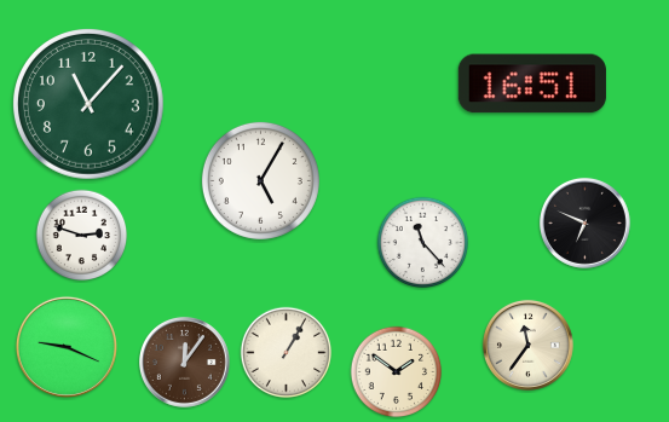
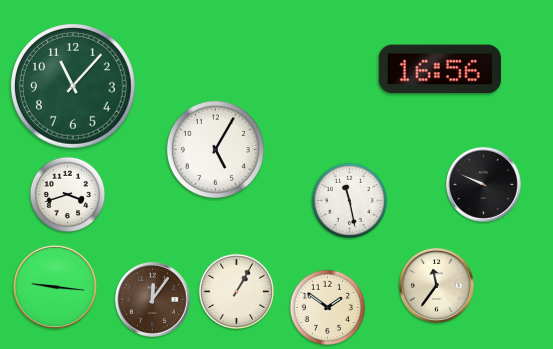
clock at (532, 83): 16:51 -> 16:56
clock at (584, 222): 6:49 -> 9:49
clock at (82, 236): 2:48 -> 3:42
clock at (423, 243): 11:23 -> 11:28
clock at (67, 347): 9:19 -> 9:16
